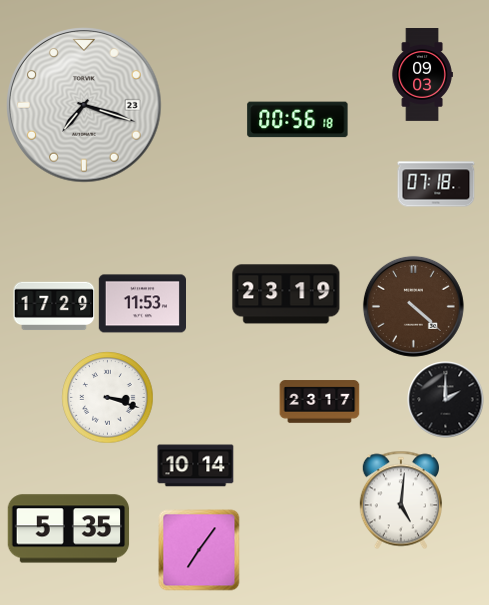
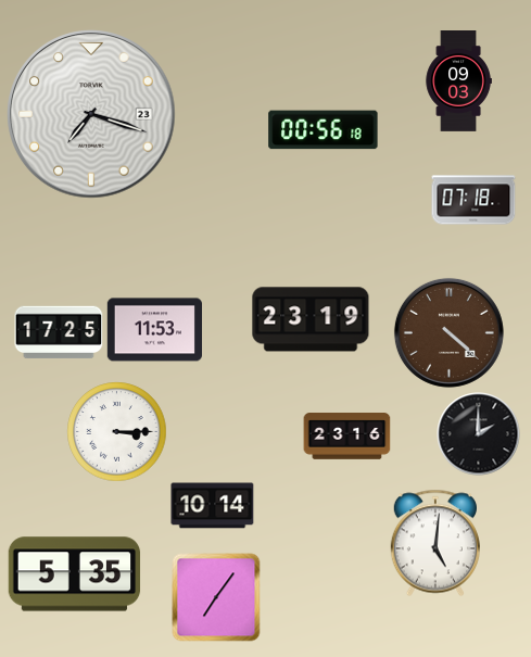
clock at (54, 306): 17:29 -> 17:25
clock at (108, 398): 3:18 -> 3:15
clock at (446, 400) position: (446, 400) -> (479, 434)
clock at (320, 402): 23:17 -> 23:16
